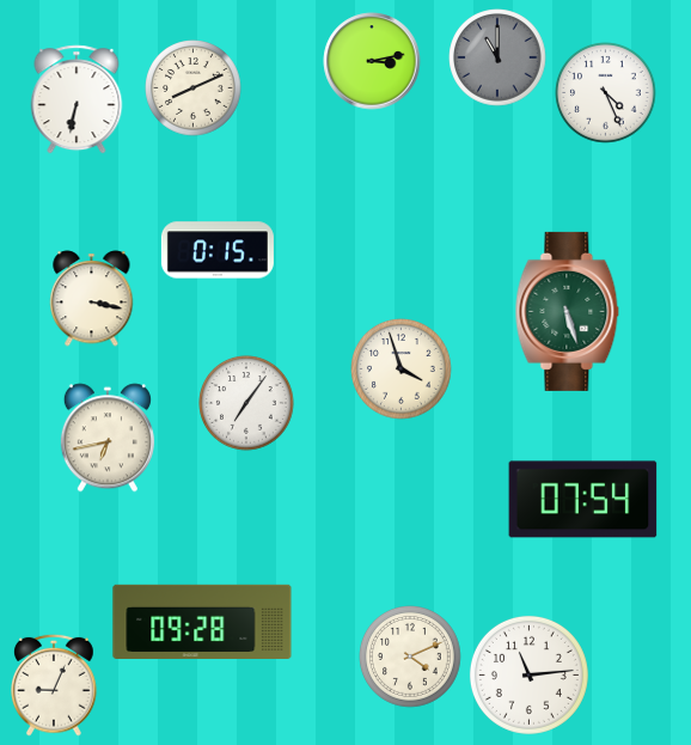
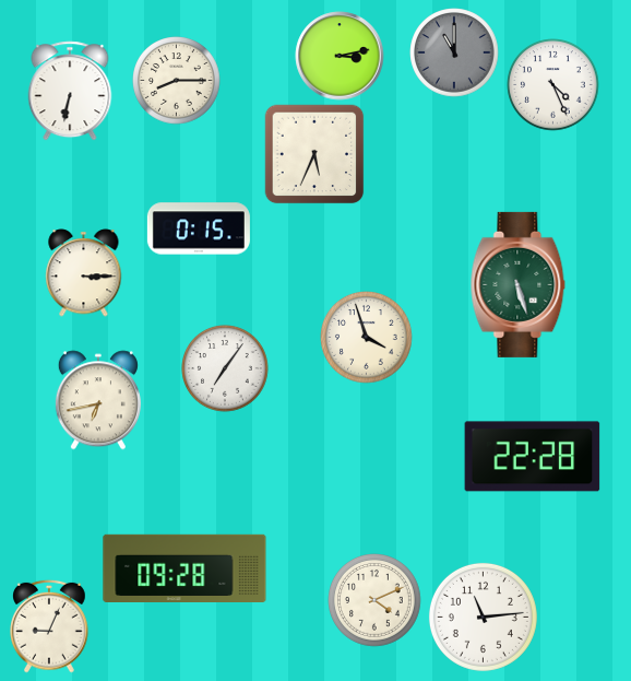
clock at (194, 88): 8:11 -> 8:15
clock at (314, 154): none -> 5:34
clock at (92, 299): 3:17 -> 3:15
clock at (583, 500): 07:54 -> 22:28
